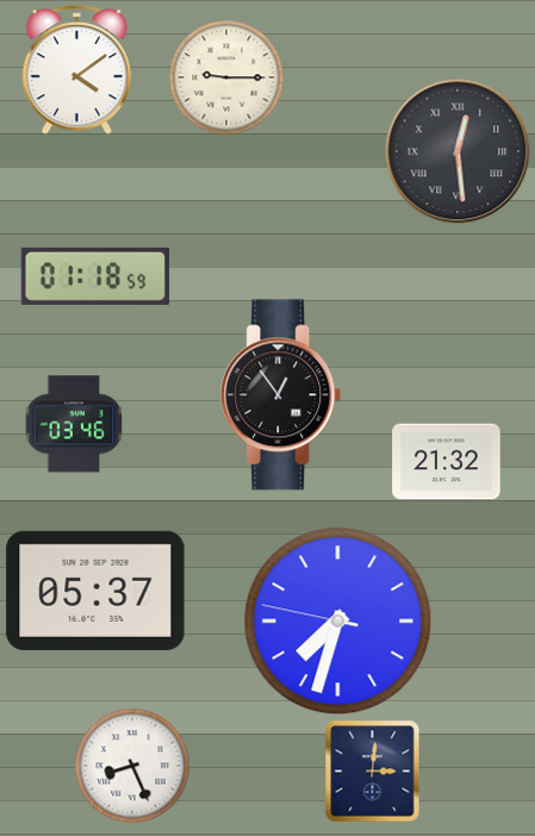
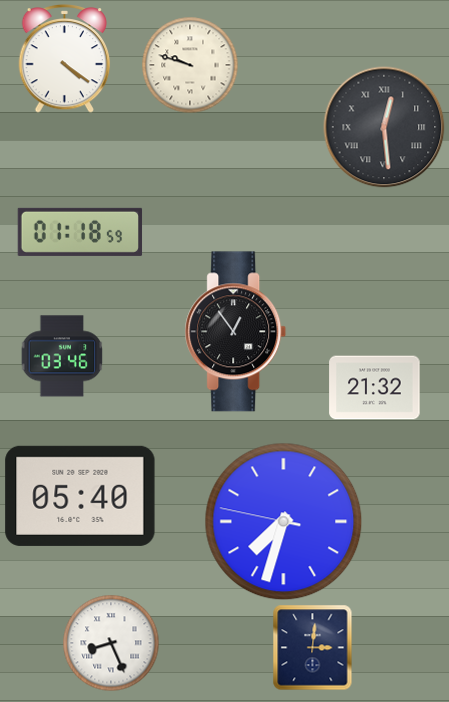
clock at (77, 70): 4:09 -> 4:21
clock at (226, 77): 9:15 -> 9:48
clock at (95, 591): 05:37 -> 05:40
